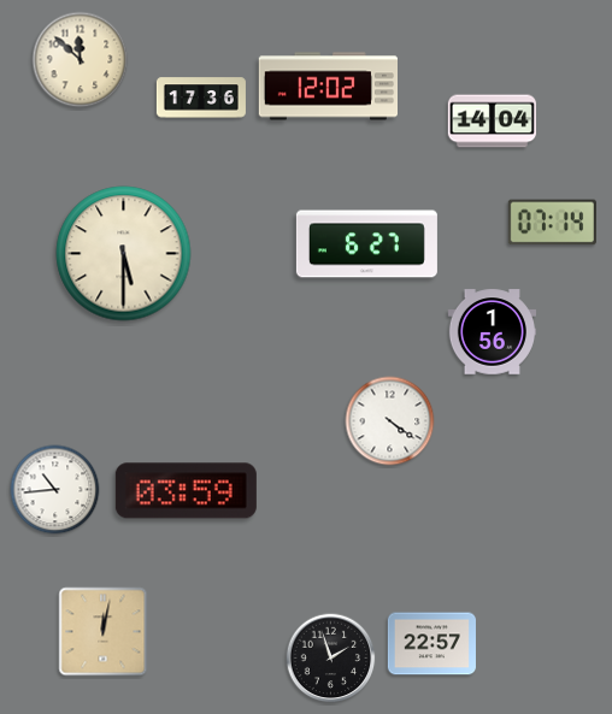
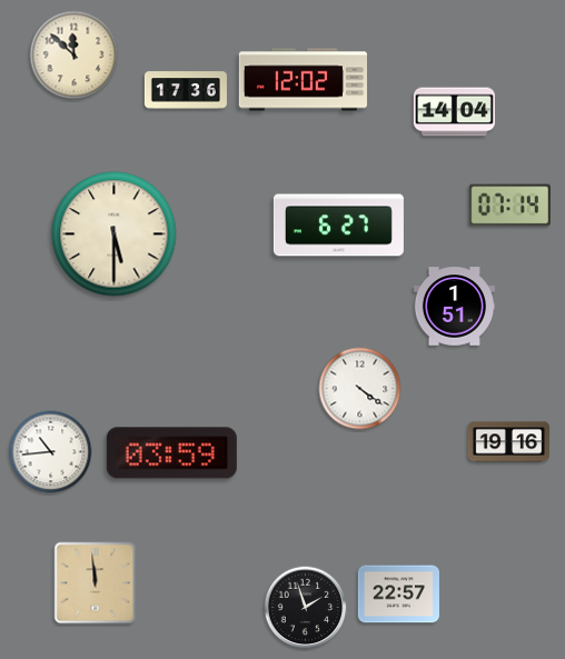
clock at (492, 332): 1:56 -> 1:51
clock at (508, 442): none -> 19:16
clock at (104, 632): 12:02 -> 11:59
